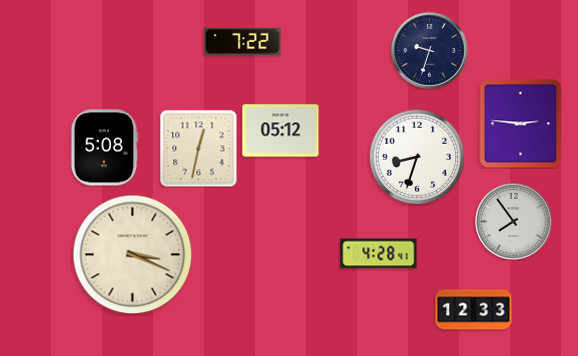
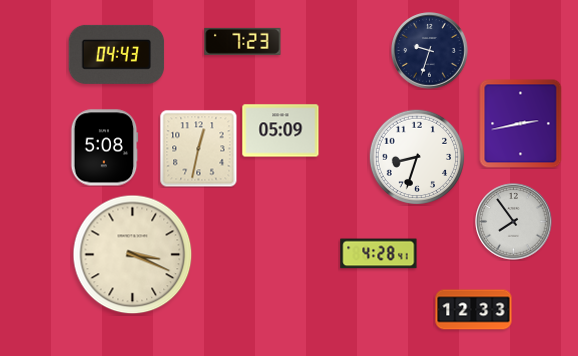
clock at (243, 41): 7:22 -> 7:23
clock at (117, 54): none -> 04:43
clock at (521, 124): 2:46 -> 2:43
clock at (281, 131): 05:12 -> 05:09
